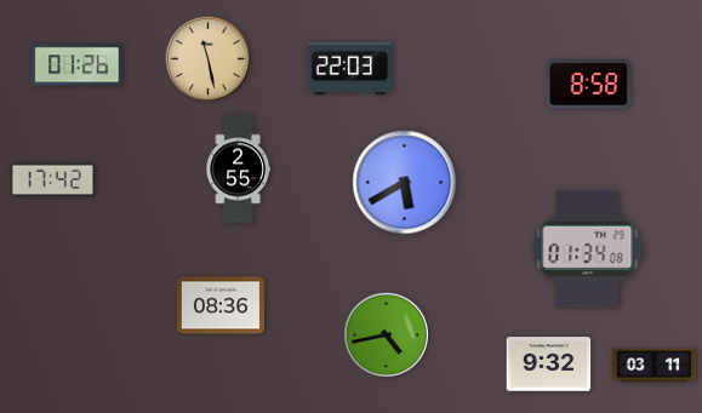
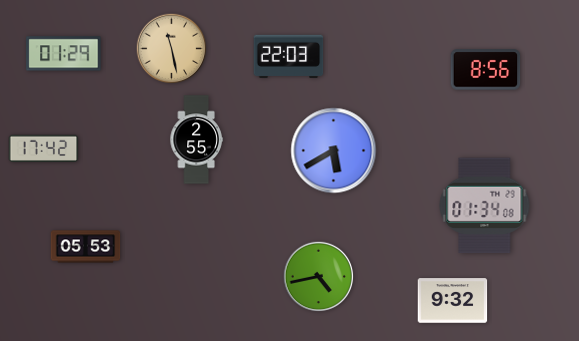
clock at (78, 65): 01:26 -> 01:29
clock at (589, 85): 8:58 -> 8:56
clock at (86, 247): none -> 05:53
clock at (221, 305): 08:36 -> none
clock at (655, 366): 03:11 -> none
